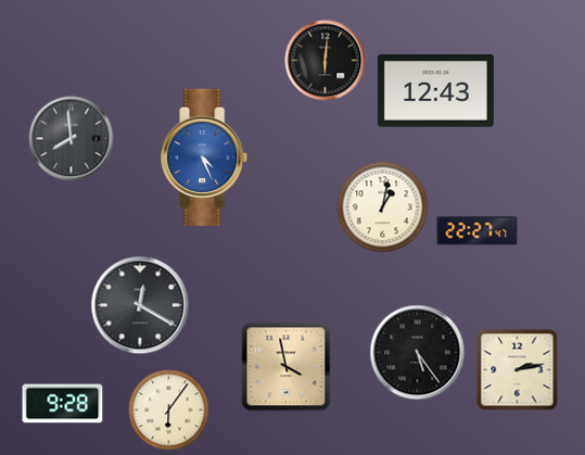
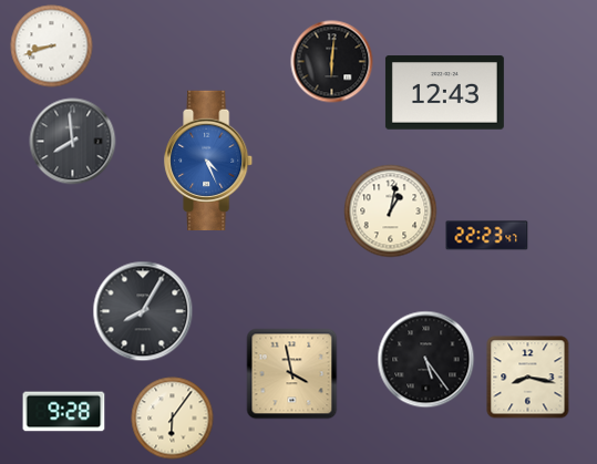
clock at (52, 47): none -> 8:42
clock at (478, 231): 22:27 -> 22:23
clock at (140, 305): 12:20 -> 8:05
clock at (518, 370): 2:13 -> 8:17
